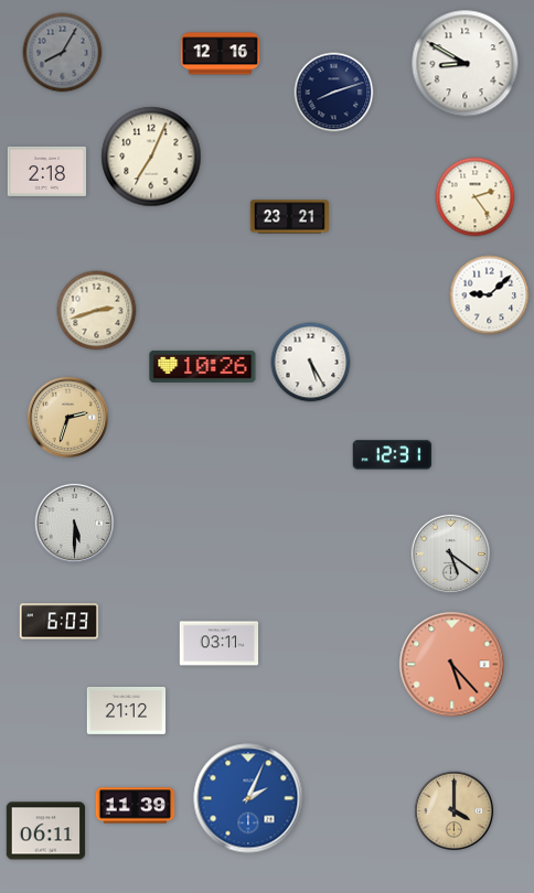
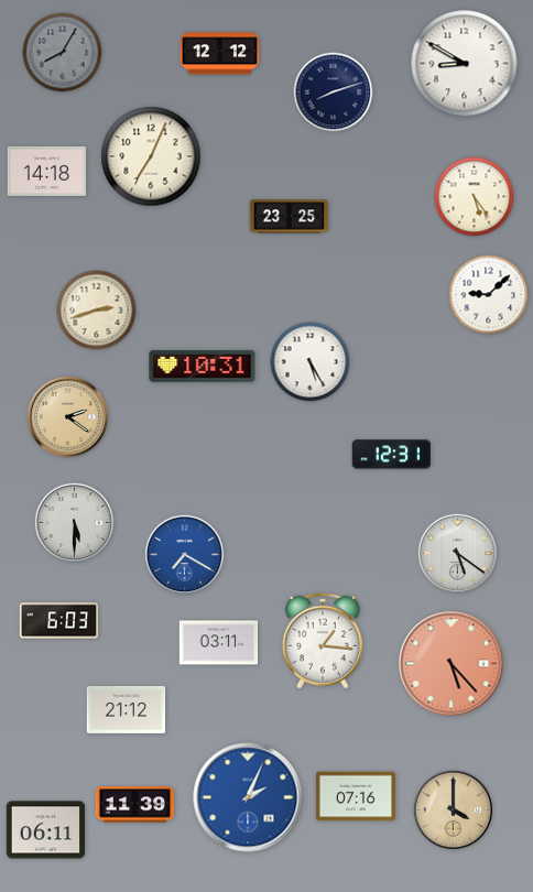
clock at (221, 54): 12:16 -> 12:12
clock at (47, 171): 2:18 -> 14:18
clock at (476, 197): 2:24 -> 5:24
clock at (290, 217): 23:21 -> 23:25
clock at (203, 366): 10:26 -> 10:31
clock at (67, 417): 2:33 -> 2:21
clock at (451, 555) position: (451, 555) -> (458, 554)
clock at (185, 555): none -> 7:20
clock at (323, 641): none -> 1:16
clock at (356, 796): none -> 07:16
